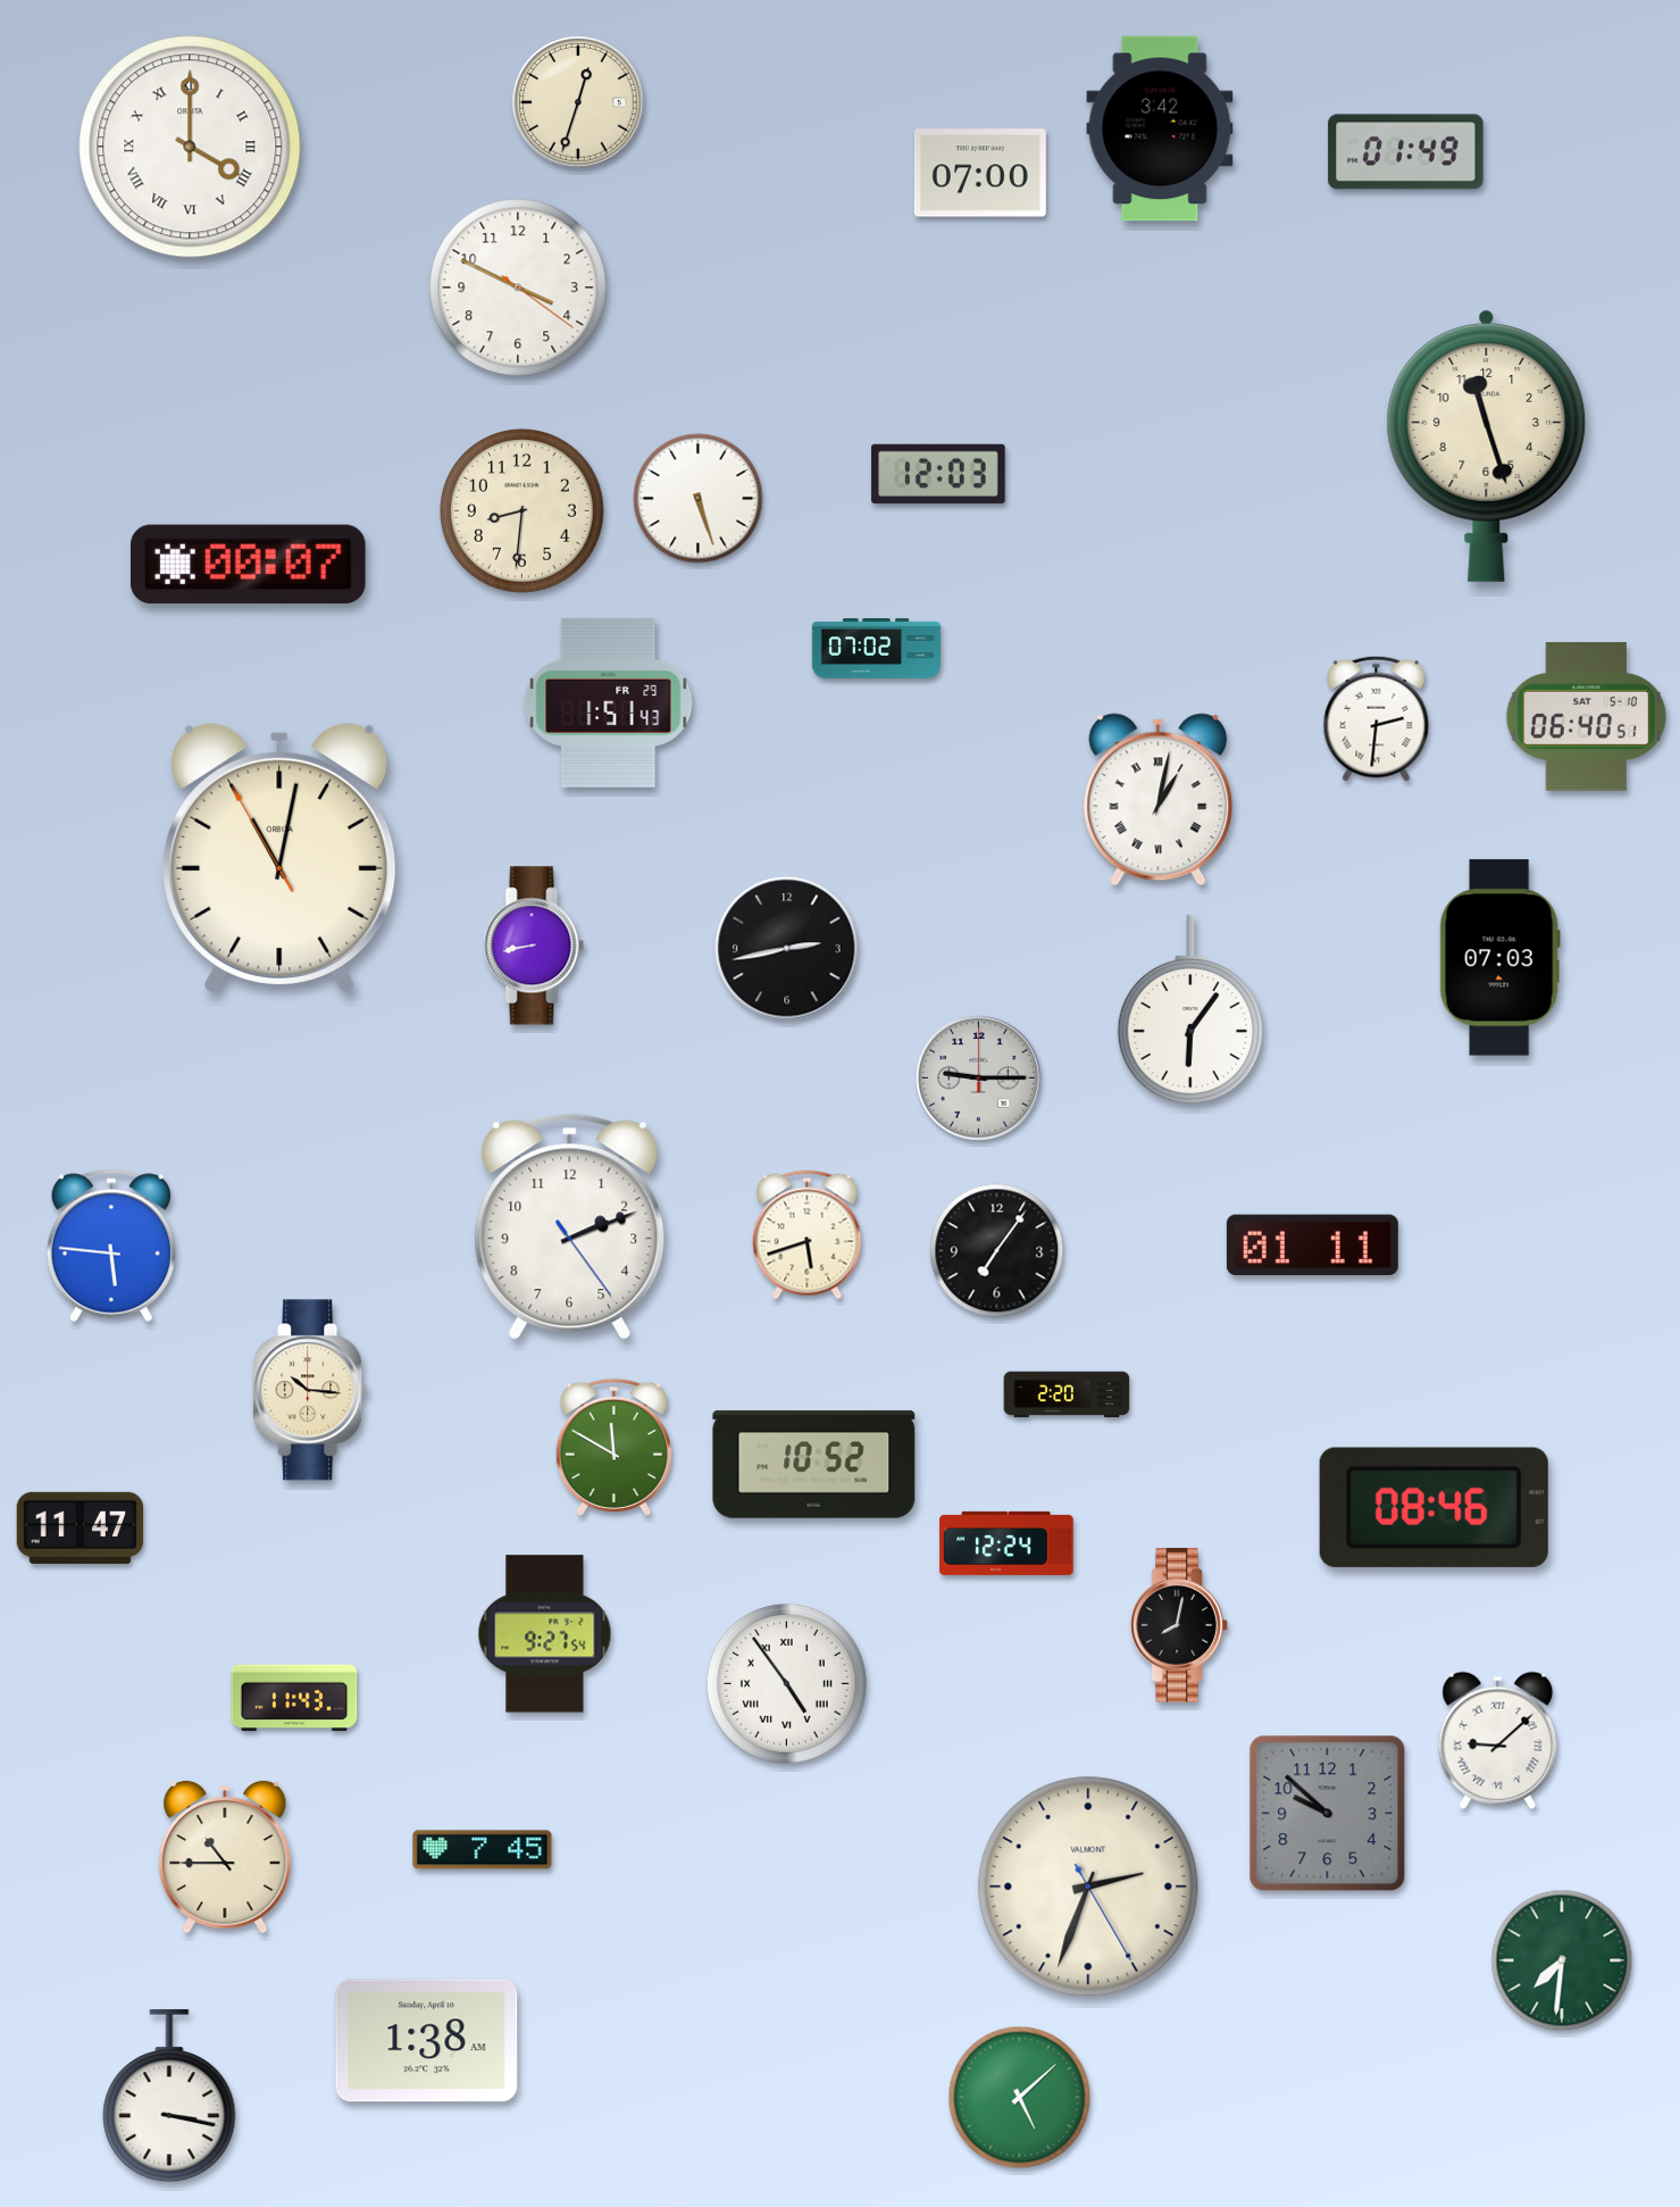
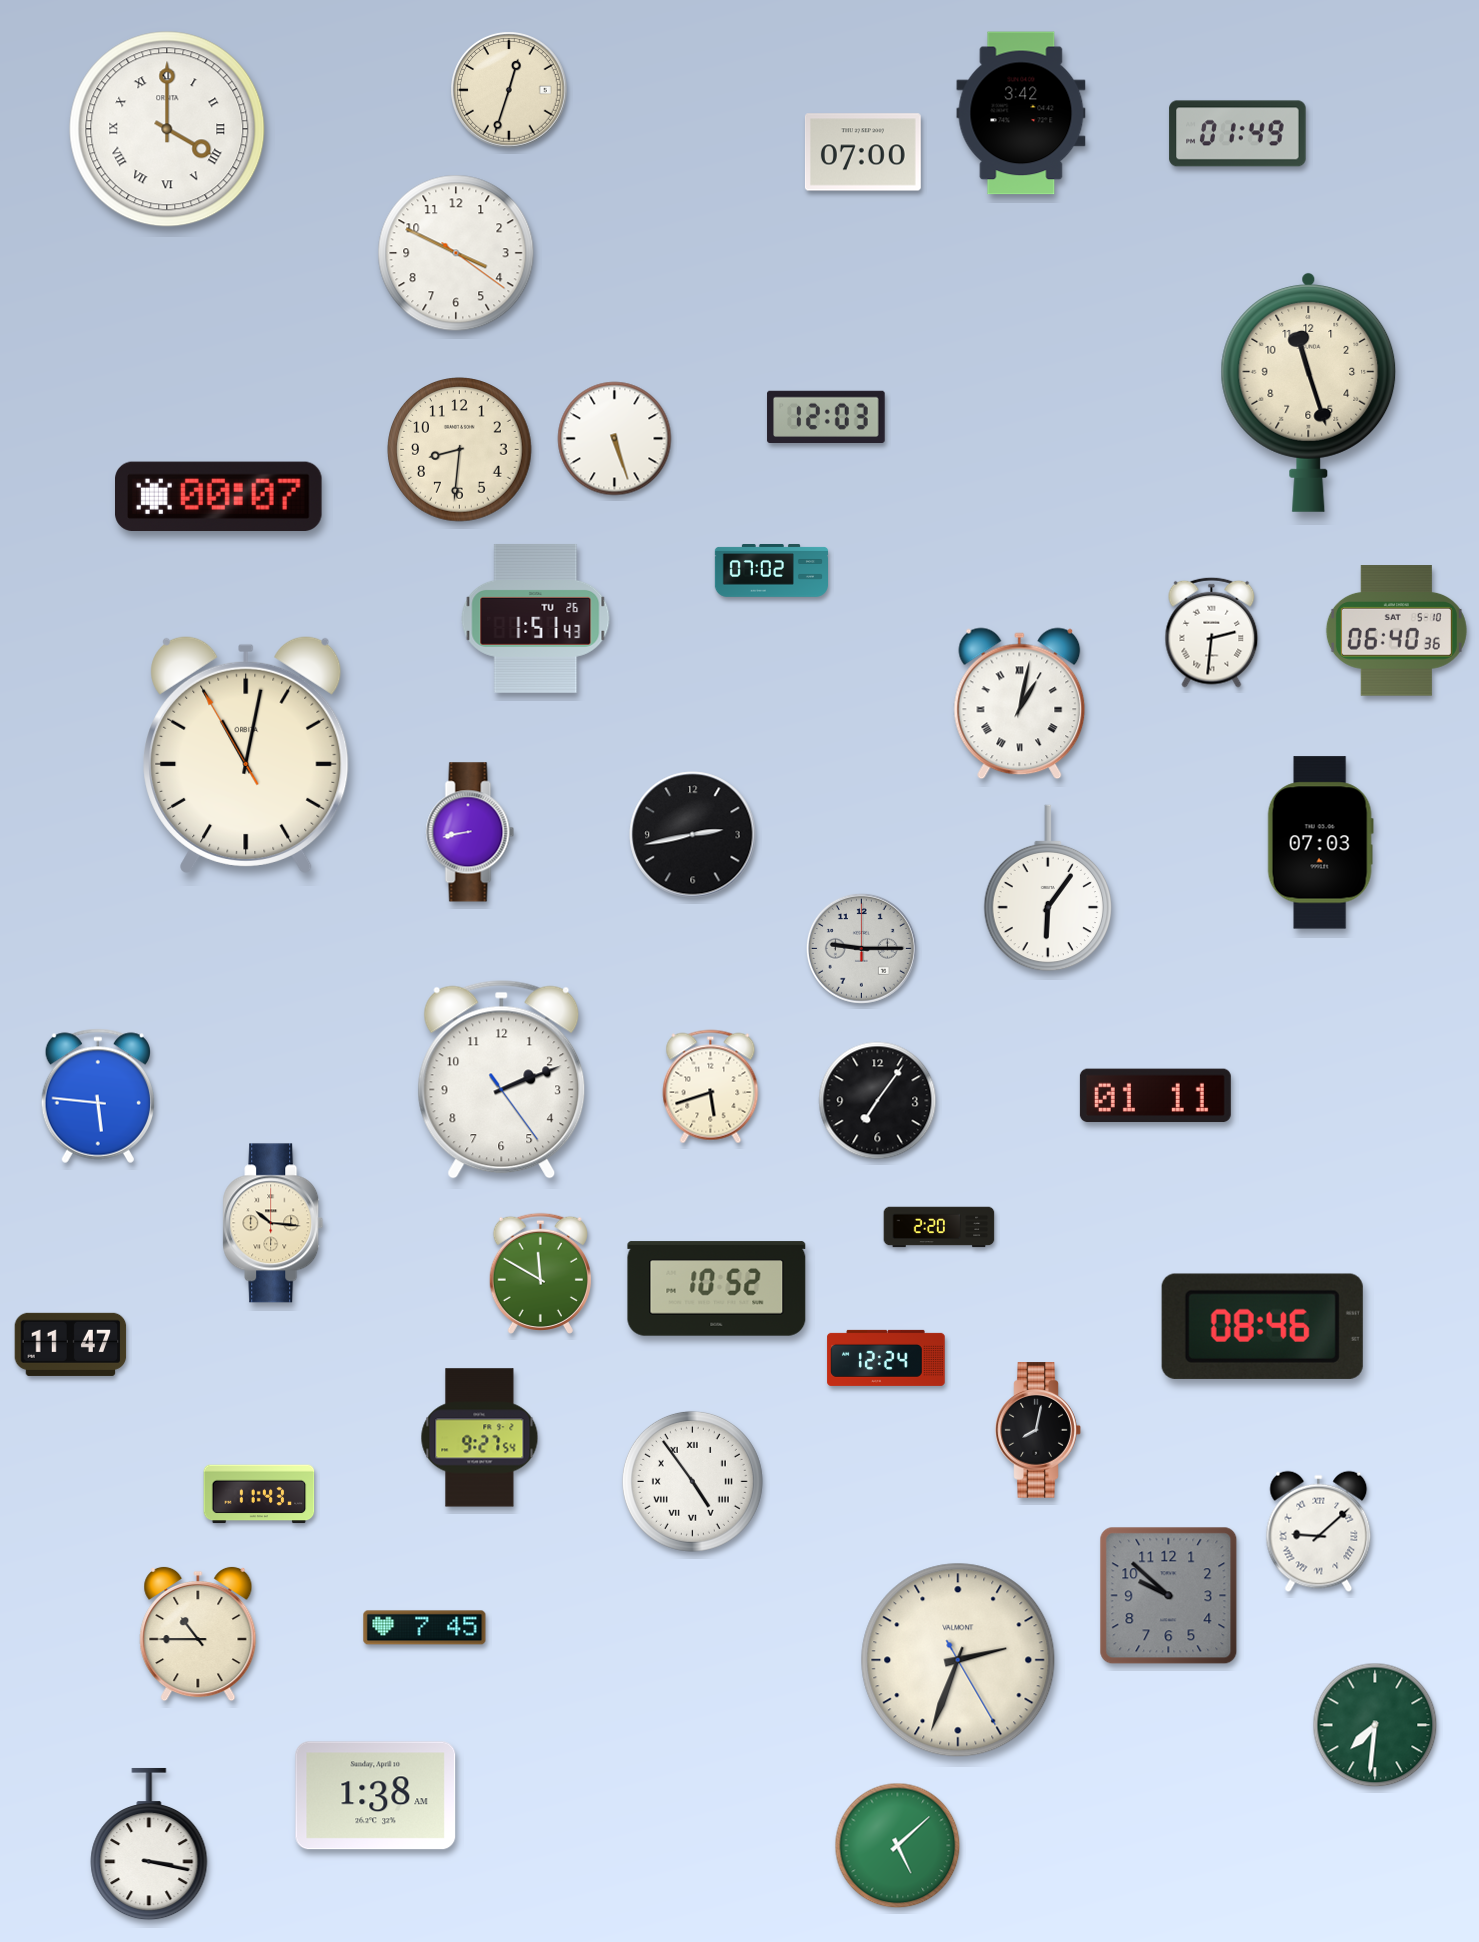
clock at (609, 702) date: FR 29 -> TU 26
clock at (1586, 717): 06:40:51 -> 06:40:36
